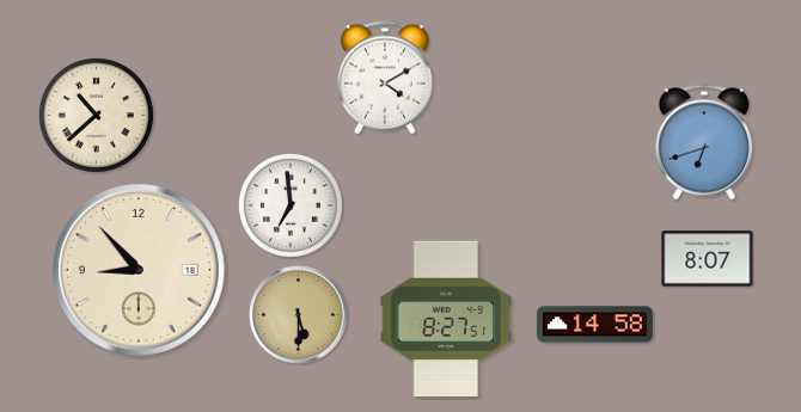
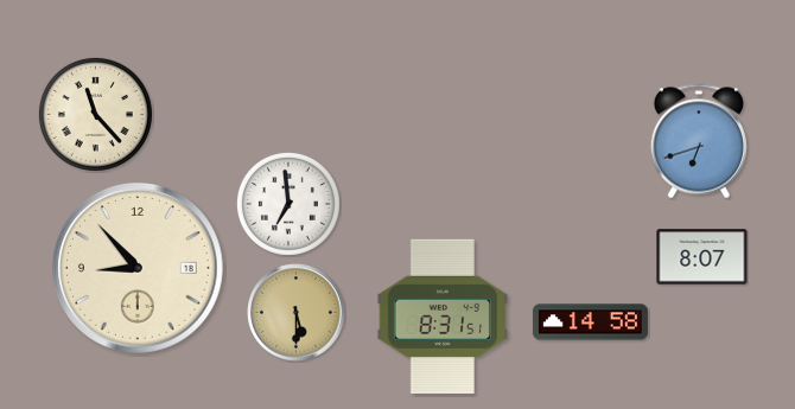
clock at (385, 78): 4:10 -> none
clock at (96, 115): 10:38 -> 11:23
clock at (446, 318): 8:27 -> 8:31
